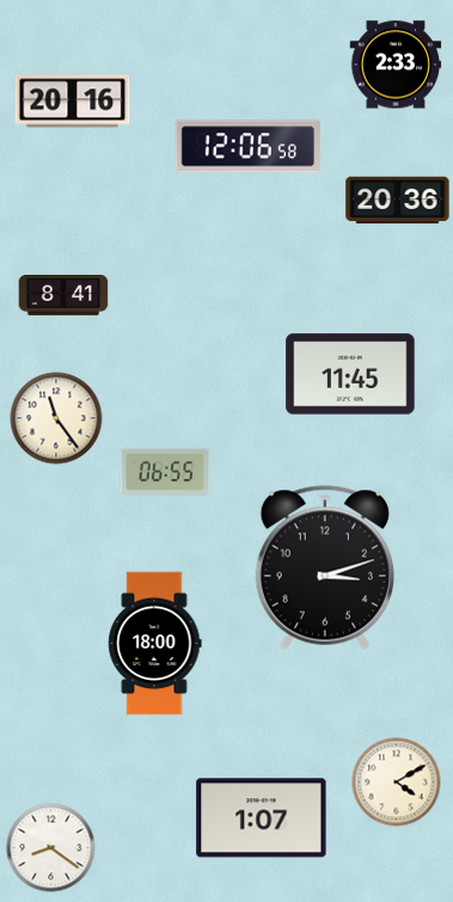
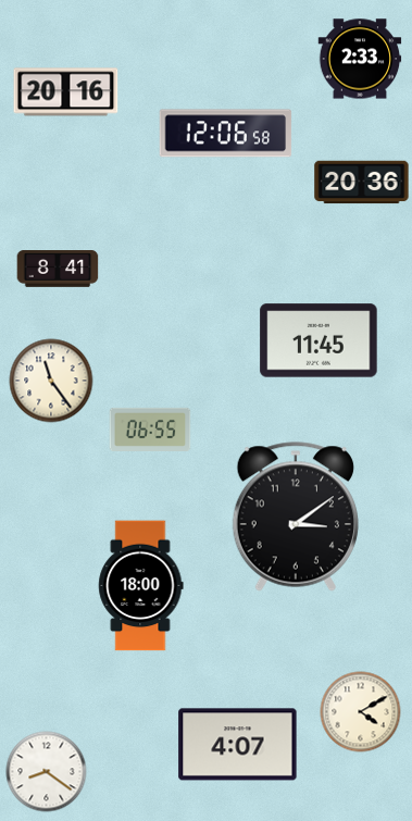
clock at (325, 567): 3:12 -> 3:09
clock at (262, 818): 1:07 -> 4:07
